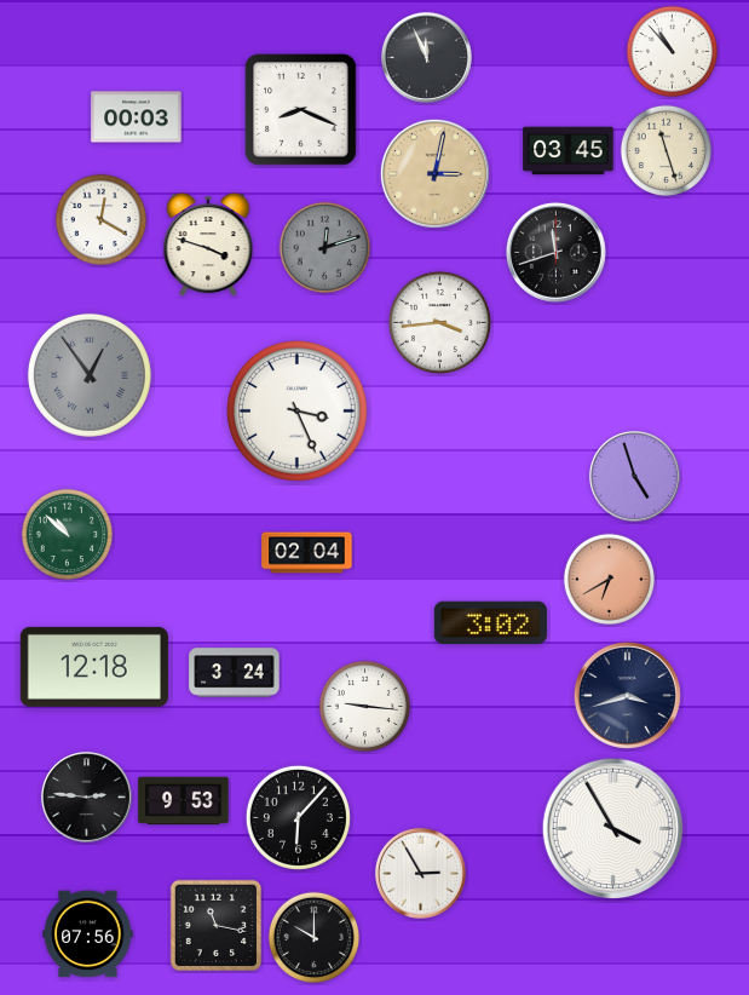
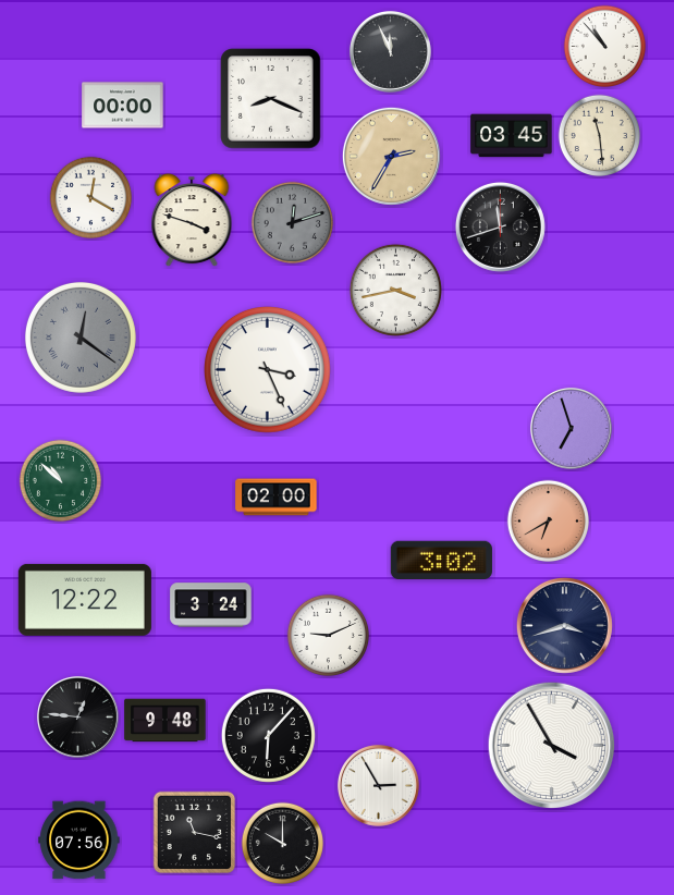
clock at (426, 57) position: (426, 57) -> (390, 51)
clock at (137, 117): 00:03 -> 00:00
clock at (667, 151): 11:27 -> 11:29
clock at (434, 173): 3:02 -> 2:35
clock at (208, 246) position: (208, 246) -> (192, 221)
clock at (439, 322): 3:44 -> 3:43
clock at (90, 375): 12:54 -> 12:21
clock at (634, 476): 4:57 -> 6:57
clock at (307, 553): 02:04 -> 02:00
clock at (94, 667): 12:18 -> 12:22
clock at (365, 707): 9:16 -> 9:11
clock at (86, 796): 2:46 -> 12:46
clock at (184, 801): 9:53 -> 9:48
